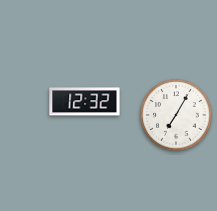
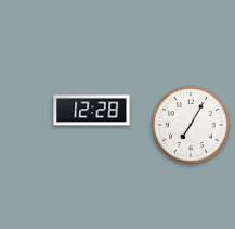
clock at (85, 102): 12:32 -> 12:28
